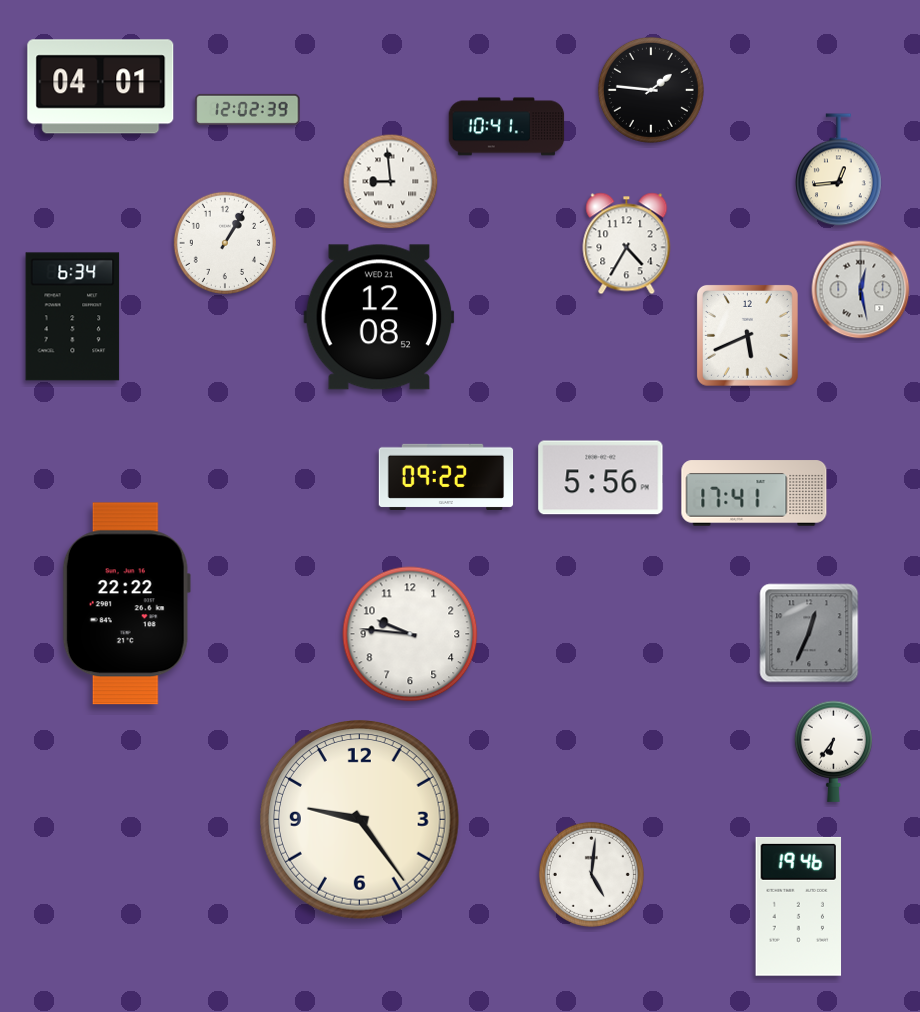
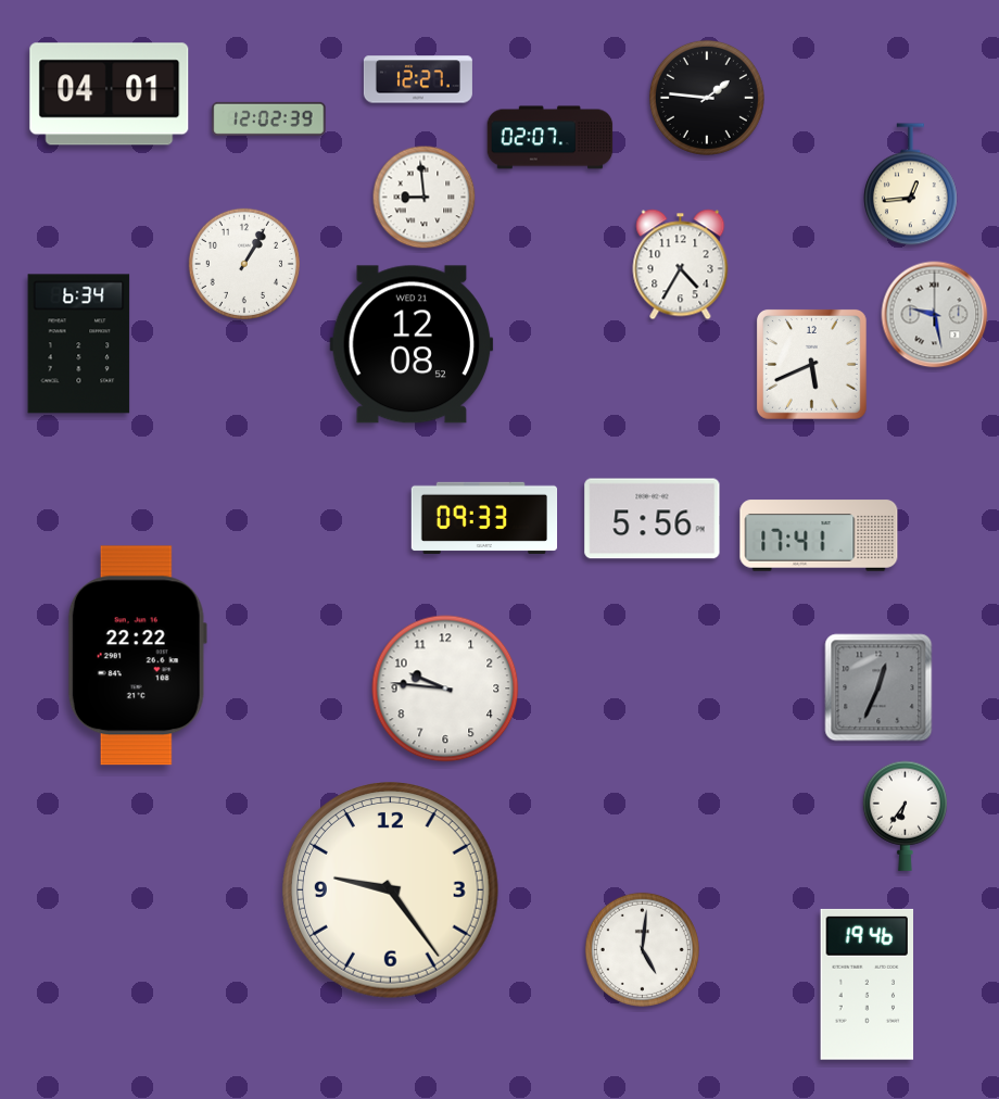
clock at (418, 79): none -> 12:27
clock at (507, 127): 10:41 -> 02:07
clock at (861, 290): 12:28 -> 9:28
clock at (446, 477): 09:22 -> 09:33
